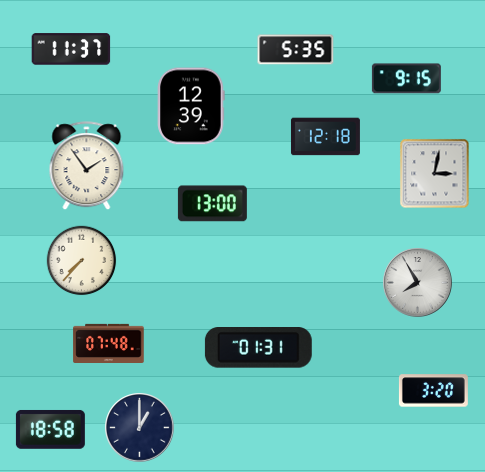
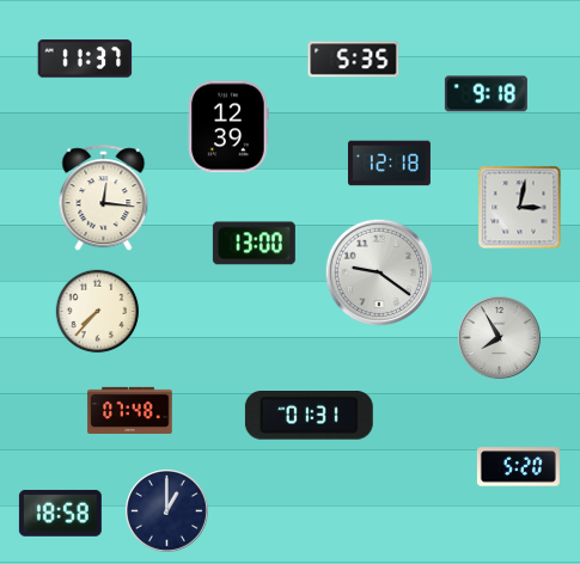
clock at (406, 79): 9:15 -> 9:18
clock at (87, 166): 1:54 -> 12:16
clock at (379, 272): none -> 9:21
clock at (433, 391): 3:20 -> 5:20
